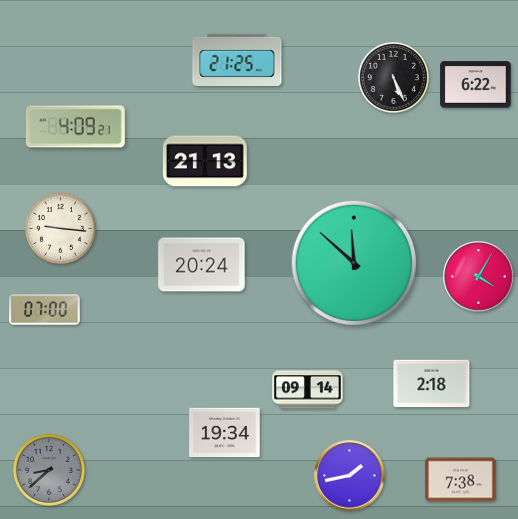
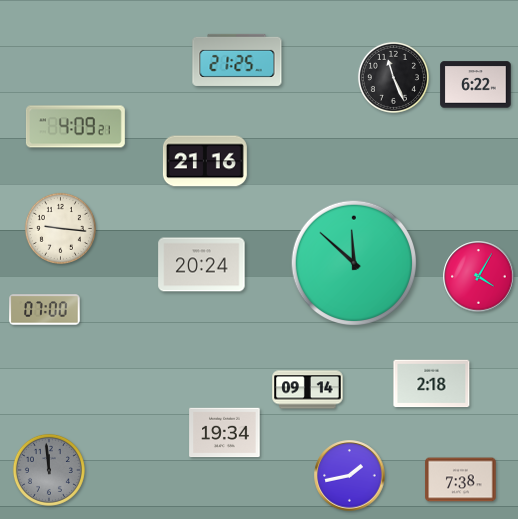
clock at (393, 77): 5:26 -> 11:26
clock at (205, 161): 21:13 -> 21:16
clock at (49, 470): 8:38 -> 11:59
